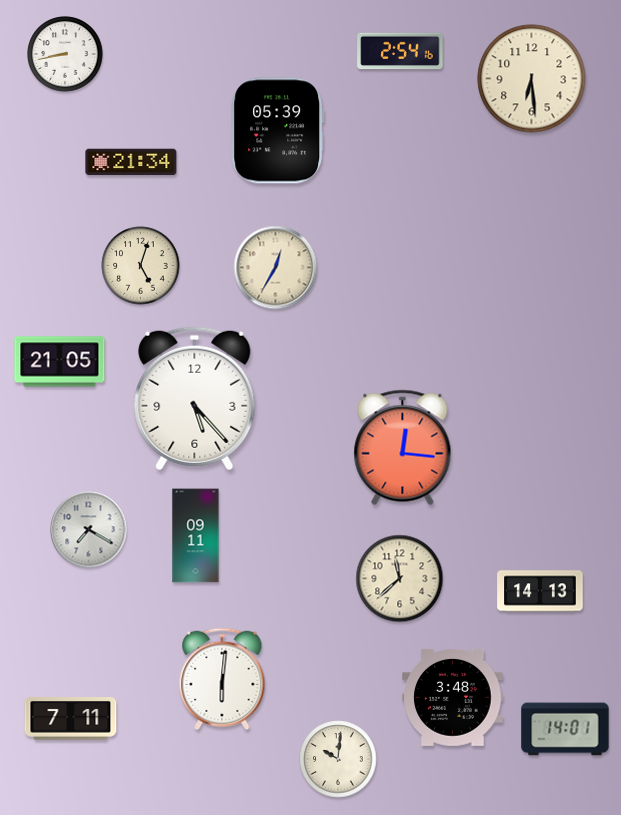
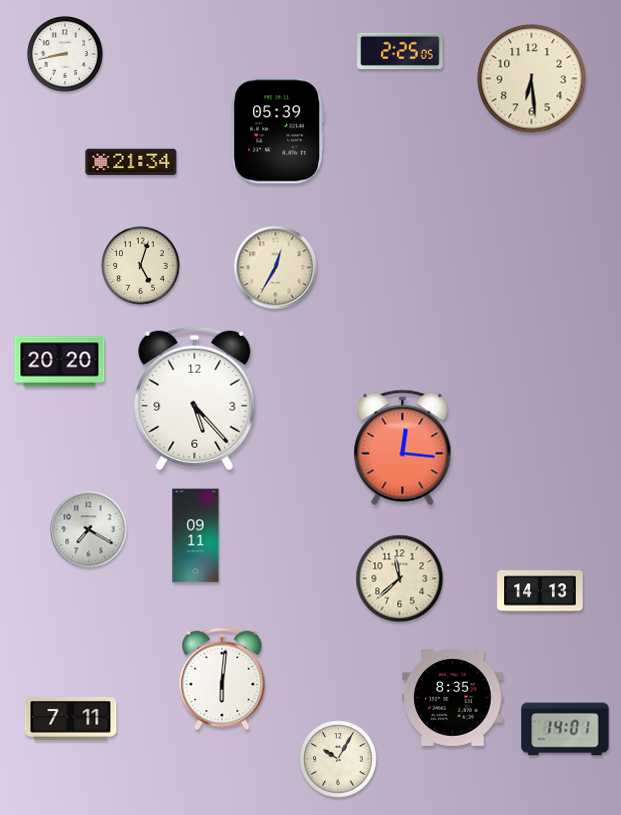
clock at (400, 51): 2:54 -> 2:25
clock at (60, 362): 21:05 -> 20:20
clock at (453, 697): 3:48 -> 8:35
clock at (338, 759): 10:01 -> 10:05
